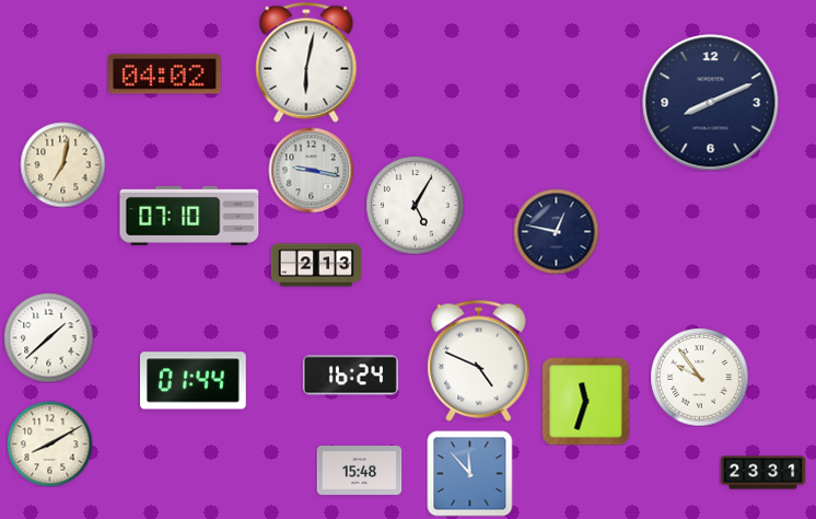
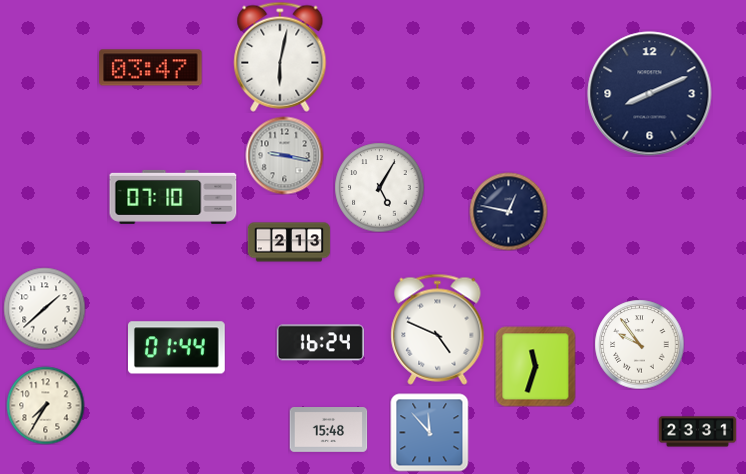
clock at (165, 74): 04:02 -> 03:47
clock at (62, 164): 7:02 -> none
clock at (49, 443): 8:10 -> 7:35
